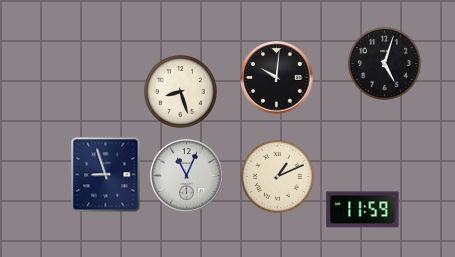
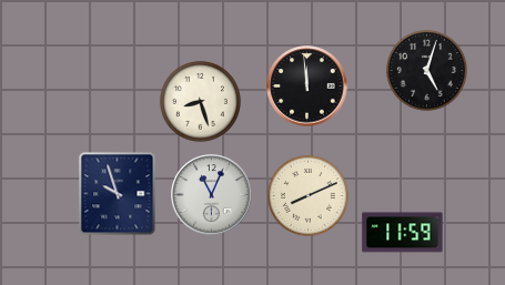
clock at (277, 78): 10:01 -> 11:59
clock at (106, 175): 8:57 -> 9:57
clock at (187, 176) position: (187, 176) -> (212, 195)
clock at (277, 176): 1:11 -> 8:11
